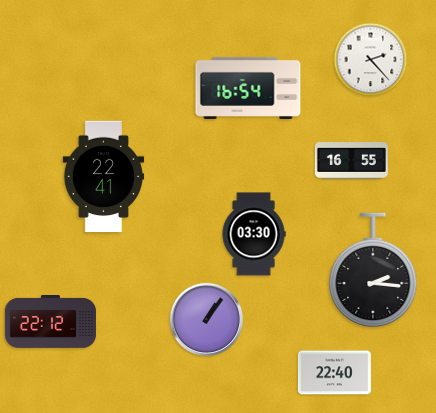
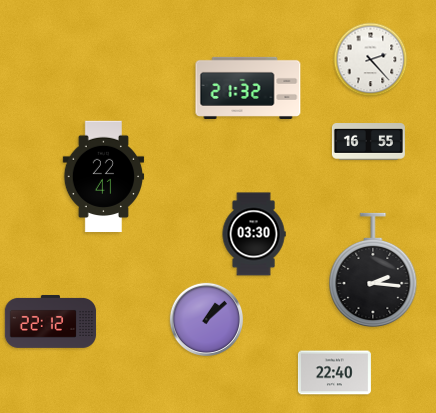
clock at (248, 88): 16:54 -> 21:32
clock at (351, 161) position: (351, 161) -> (368, 142)
clock at (206, 319): 1:06 -> 1:08
